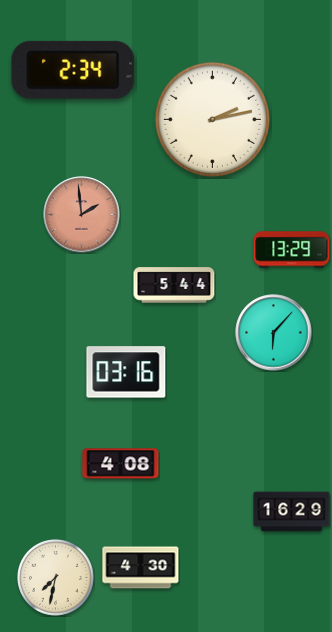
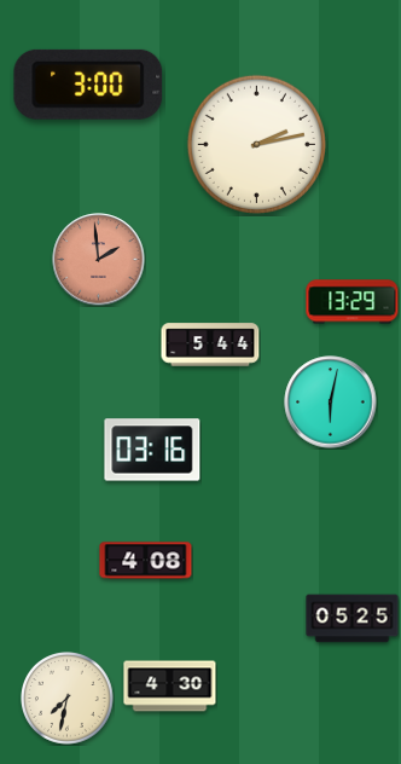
clock at (73, 70): 2:34 -> 3:00
clock at (274, 333): 6:07 -> 6:02
clock at (292, 512): 16:29 -> 05:25
